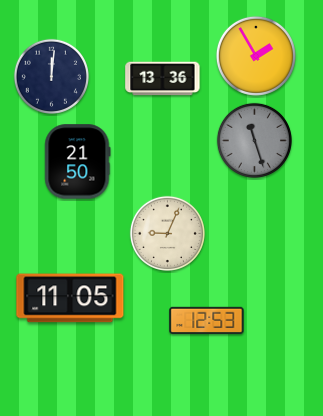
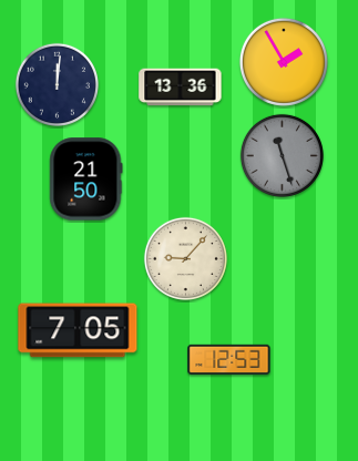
clock at (167, 233): 9:04 -> 9:07
clock at (70, 298): 11:05 -> 7:05
clock at (207, 321) position: (207, 321) -> (229, 360)
